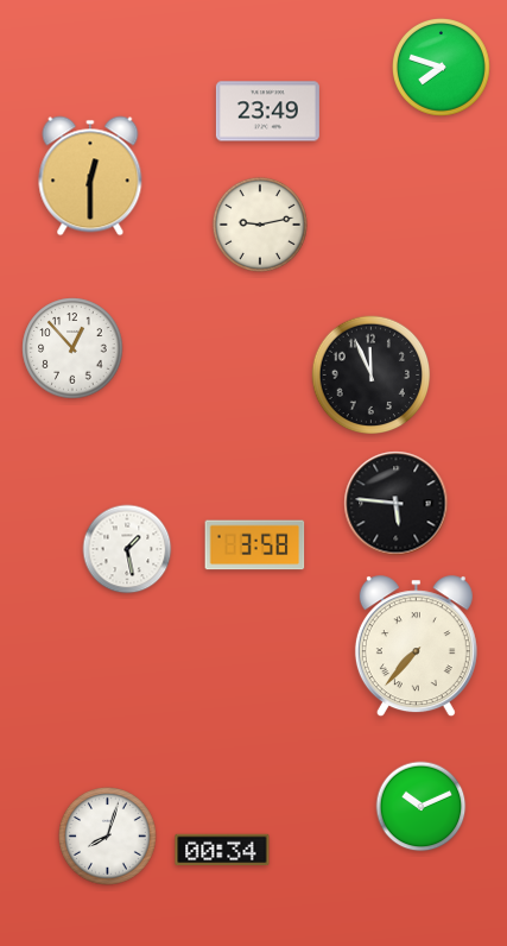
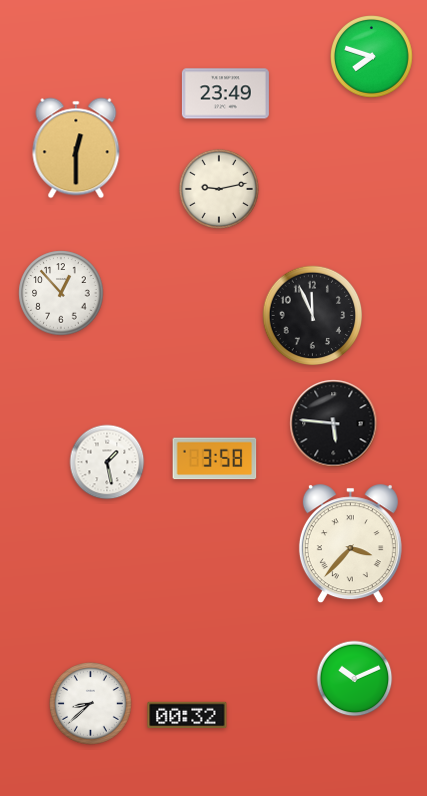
clock at (416, 647): 7:37 -> 3:37
clock at (108, 837): 8:03 -> 8:38
clock at (222, 850): 00:34 -> 00:32
